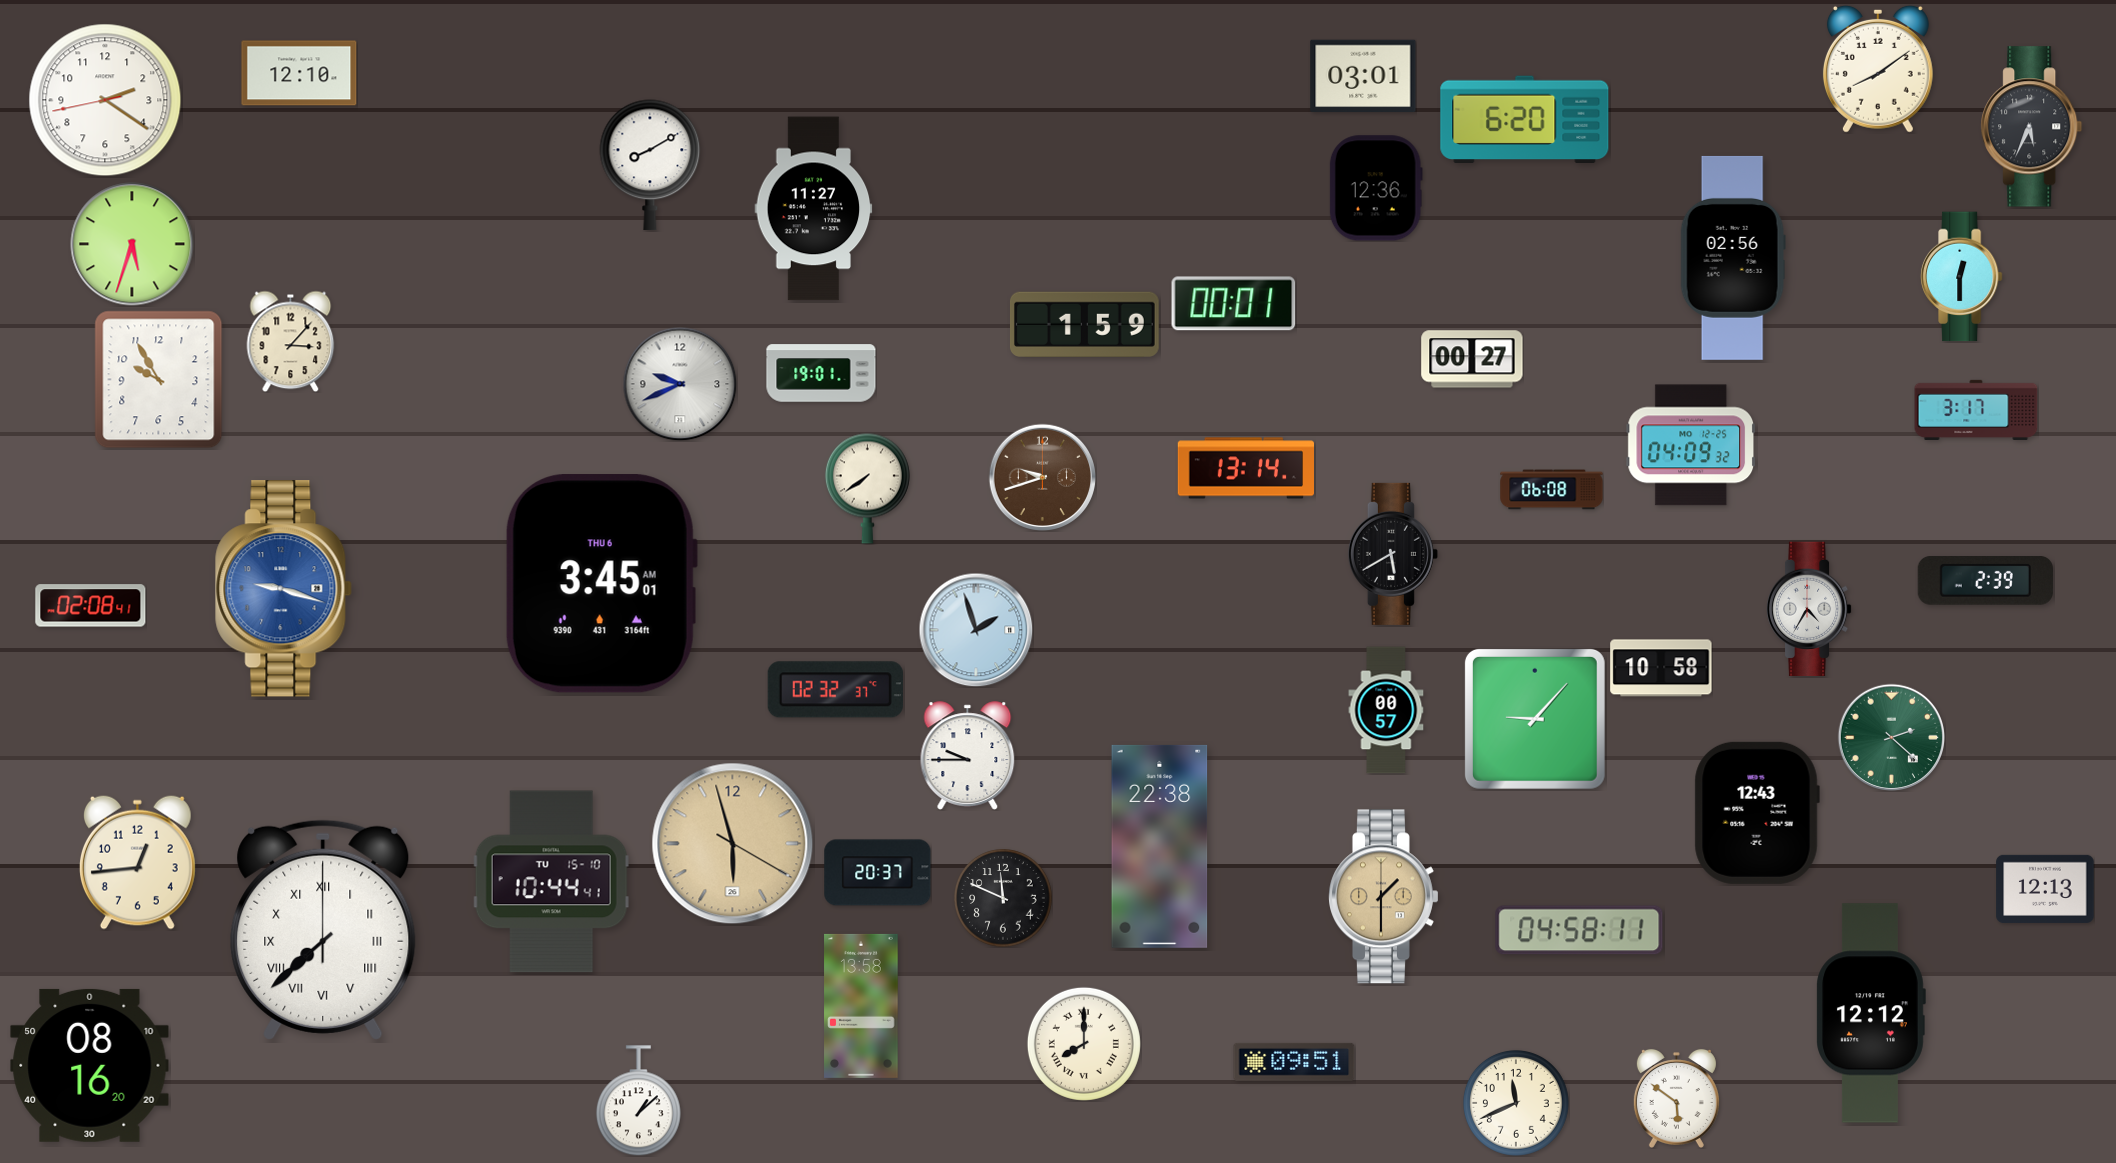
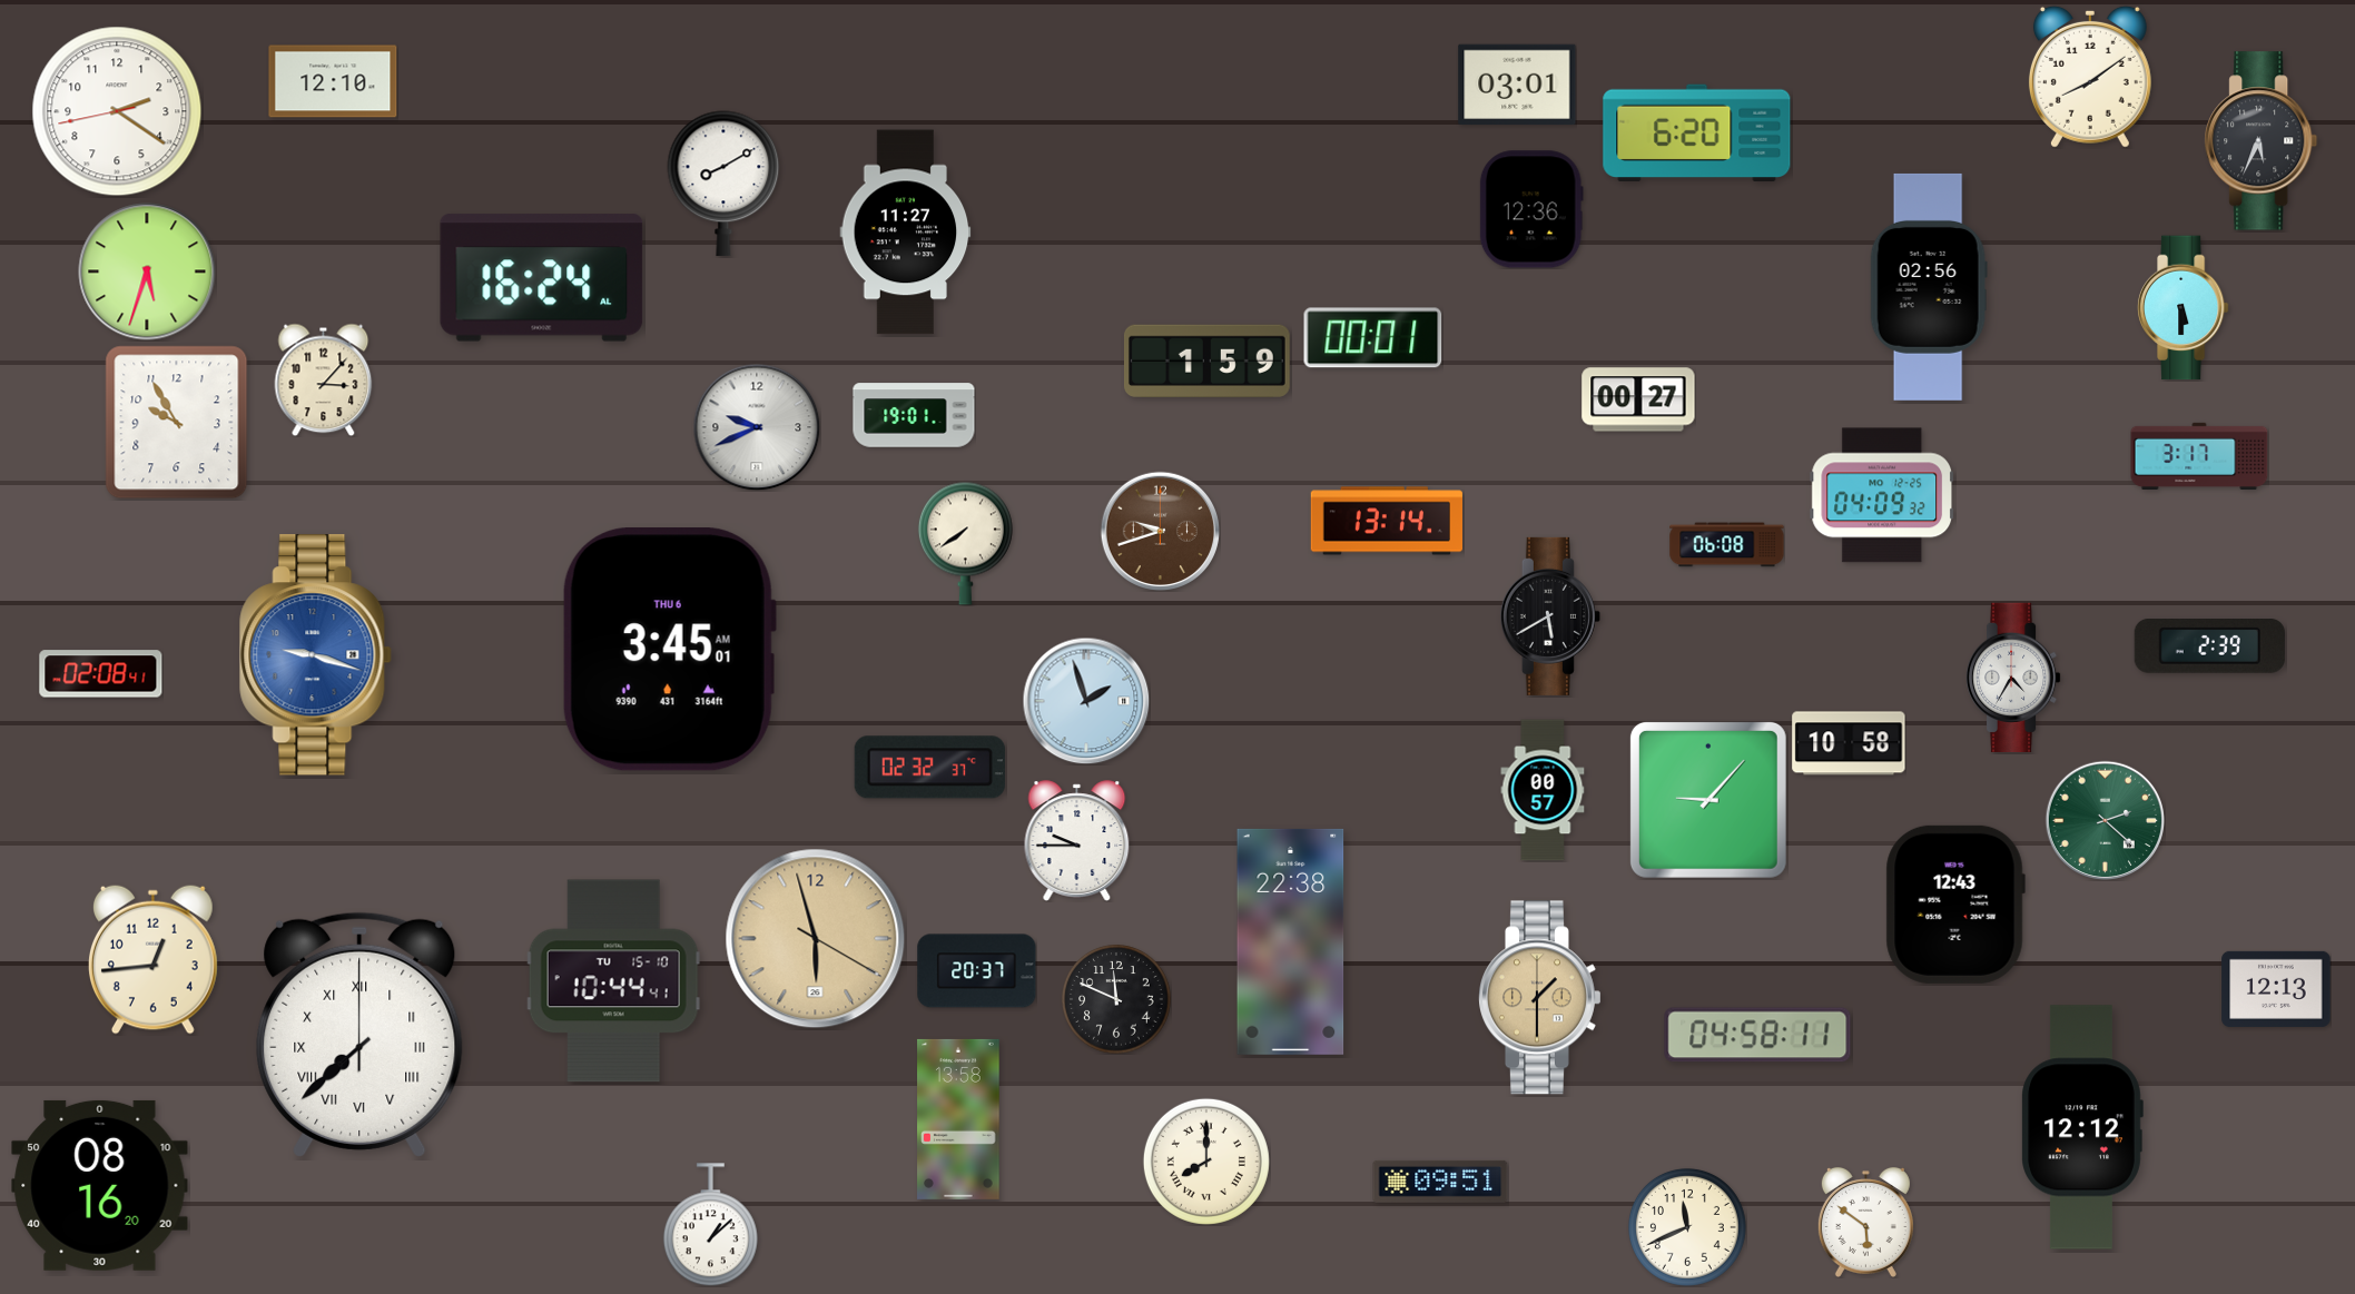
clock at (542, 278): none -> 16:24
clock at (1961, 277): 12:30 -> 5:30
